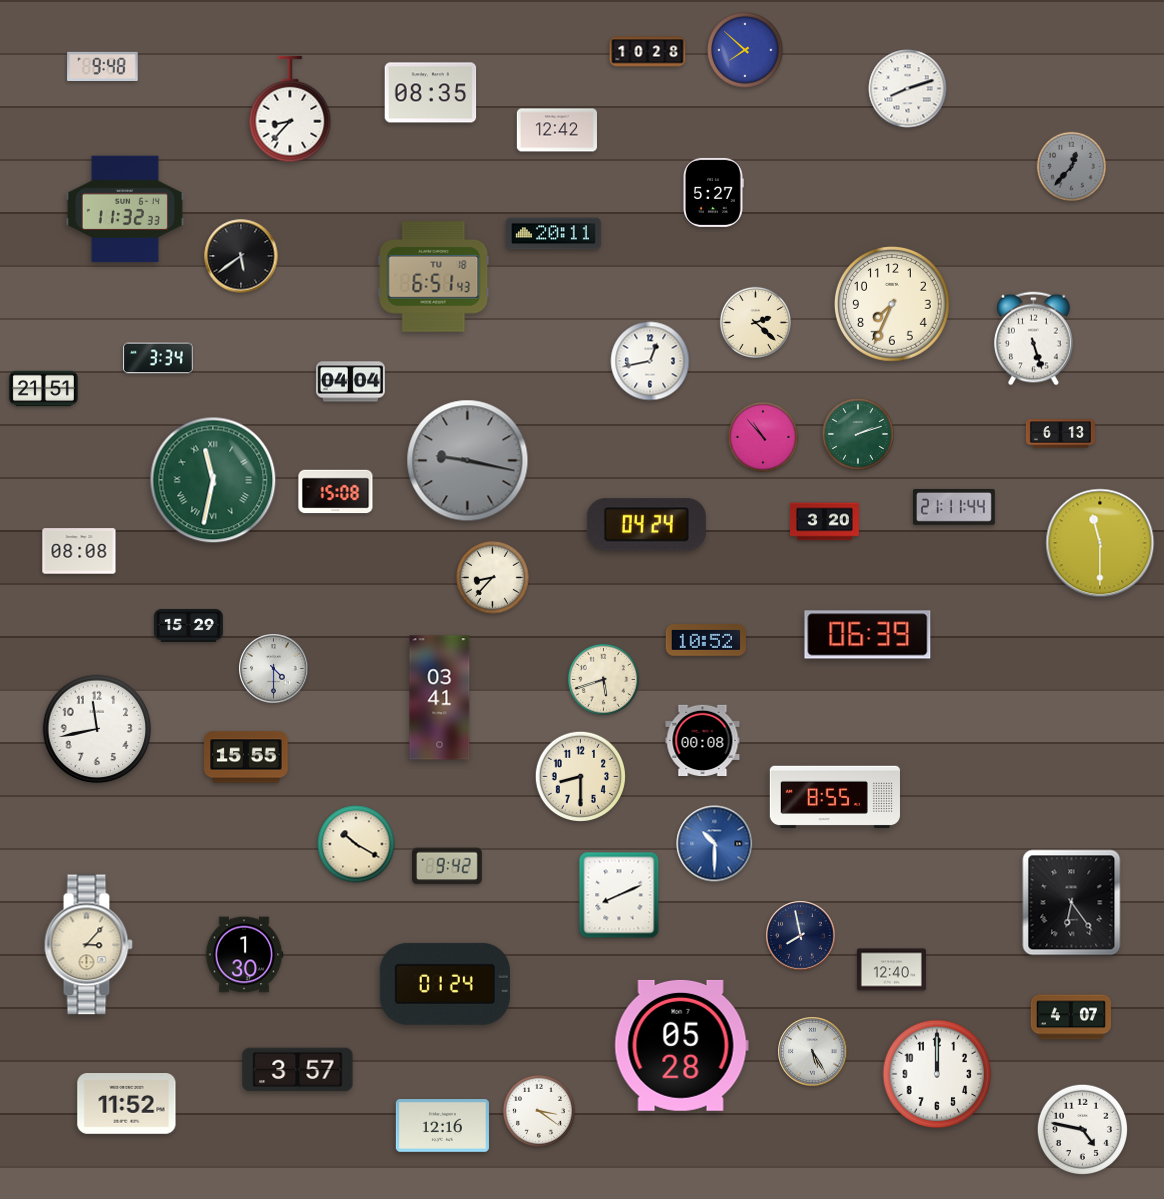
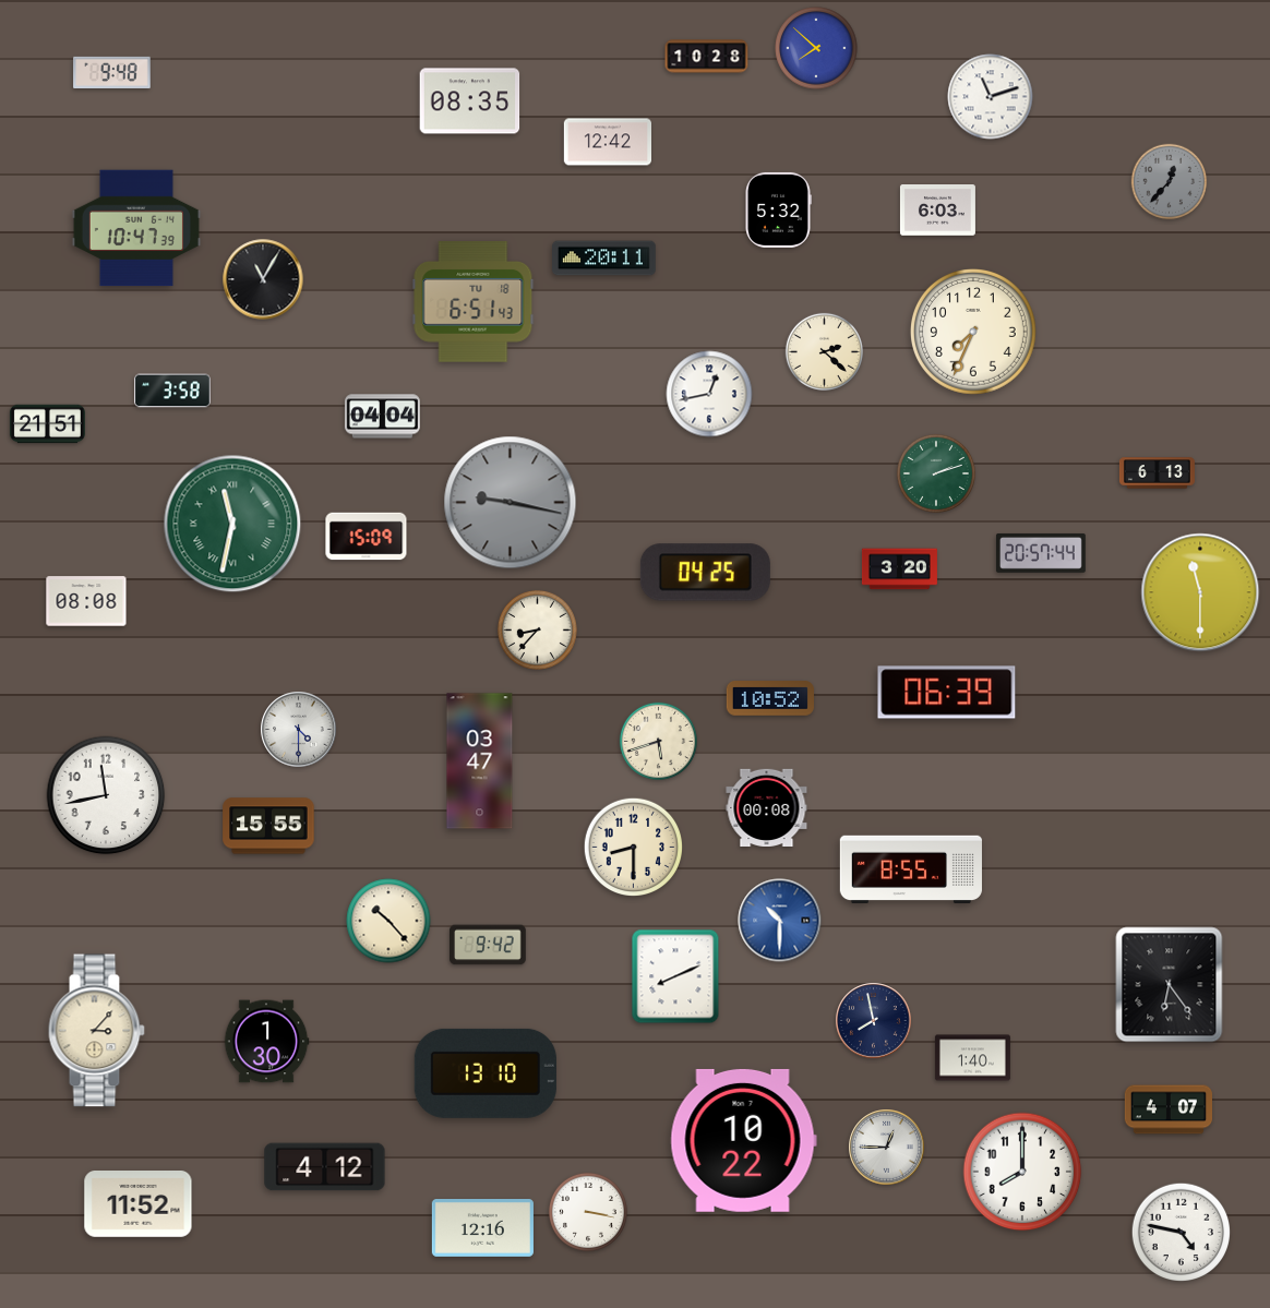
clock at (745, 50) position: (745, 50) -> (816, 48)
clock at (908, 89): 8:12 -> 11:12
clock at (290, 109): 8:37 -> none
clock at (714, 192): 5:27 -> 5:32
clock at (937, 211): none -> 6:03
clock at (125, 209): 11:32 -> 10:47
clock at (554, 234) position: (554, 234) -> (604, 259)
clock at (241, 256): 5:39 -> 11:05
clock at (1034, 339): 5:27 -> none
clock at (159, 358): 3:34 -> 3:58
clock at (762, 436): 10:53 -> none
clock at (336, 492): 15:08 -> 15:09
clock at (954, 507): 21:11 -> 20:57
clock at (646, 525): 04:24 -> 04:25
clock at (188, 625): 15:29 -> none
clock at (440, 698): 03:41 -> 03:47
clock at (356, 844): 10:20 -> 10:23
clock at (891, 970): 12:40 -> 1:40
clock at (445, 984): 01:24 -> 13:10
clock at (681, 1045): 05:28 -> 10:22
clock at (813, 1052): 5:25 -> 12:45
clock at (298, 1070): 3:57 -> 4:12
clock at (937, 1074): 12:00 -> 8:00
clock at (539, 1111): 3:21 -> 3:17
